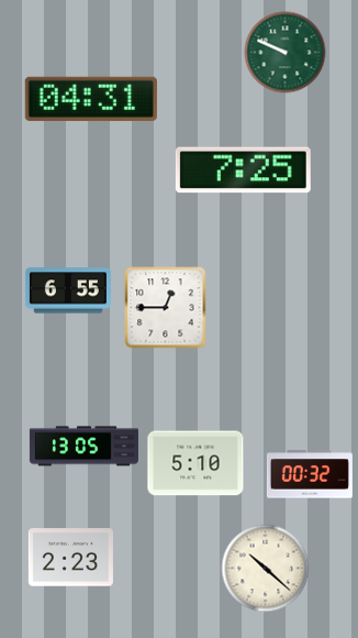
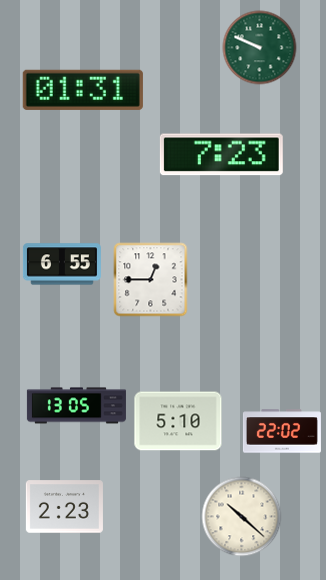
clock at (91, 99): 04:31 -> 01:31
clock at (243, 170): 7:25 -> 7:23
clock at (310, 474): 00:32 -> 22:02
